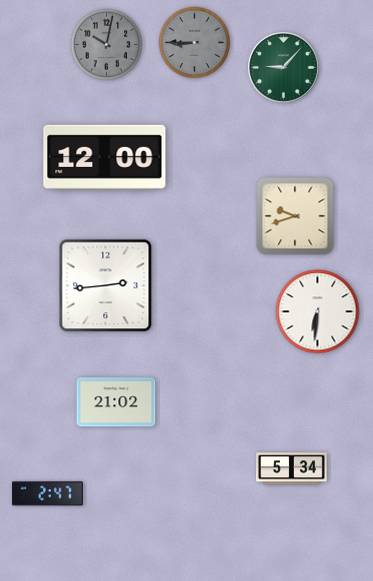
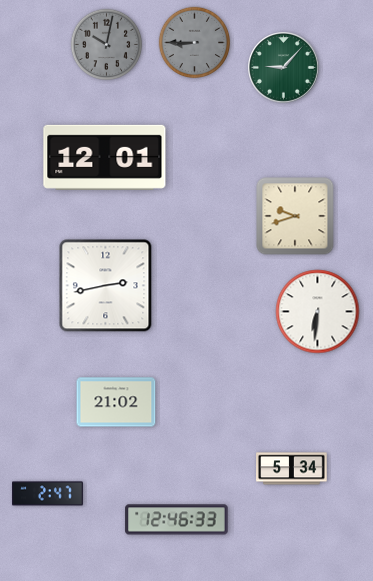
clock at (105, 157): 12:00 -> 12:01
clock at (106, 286): 2:44 -> 2:43
clock at (177, 520): none -> 12:46
